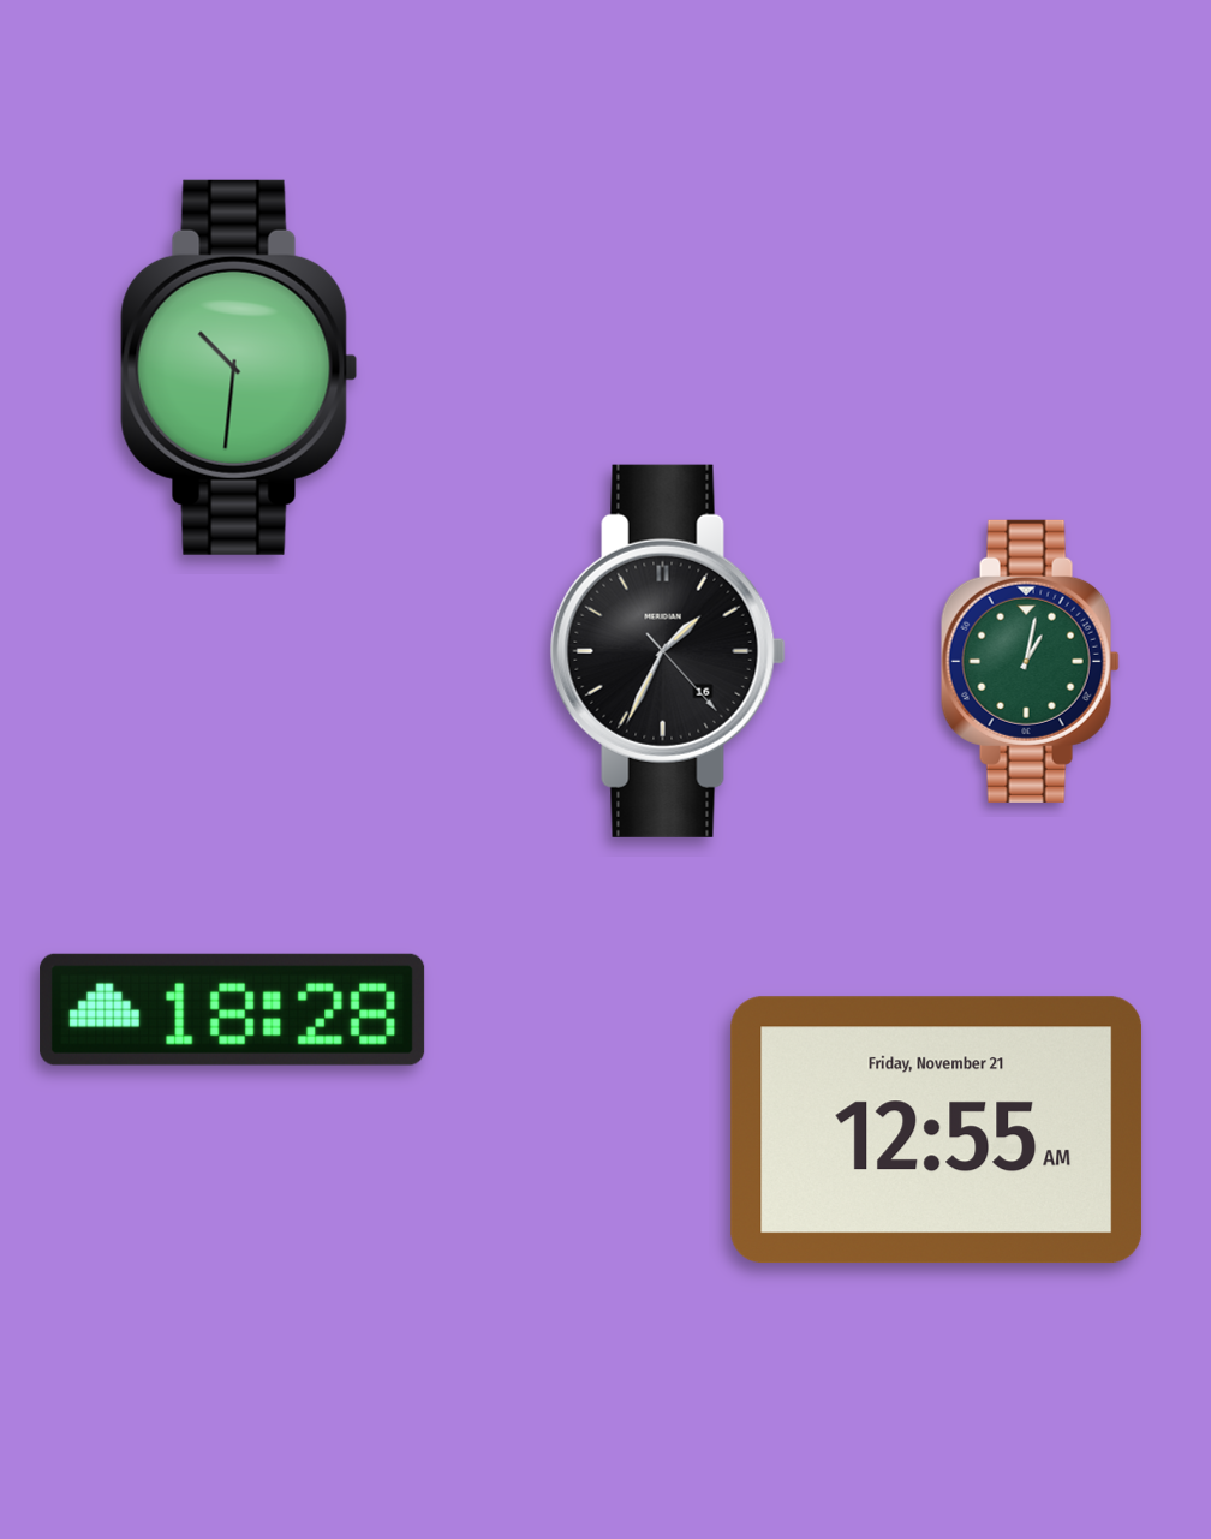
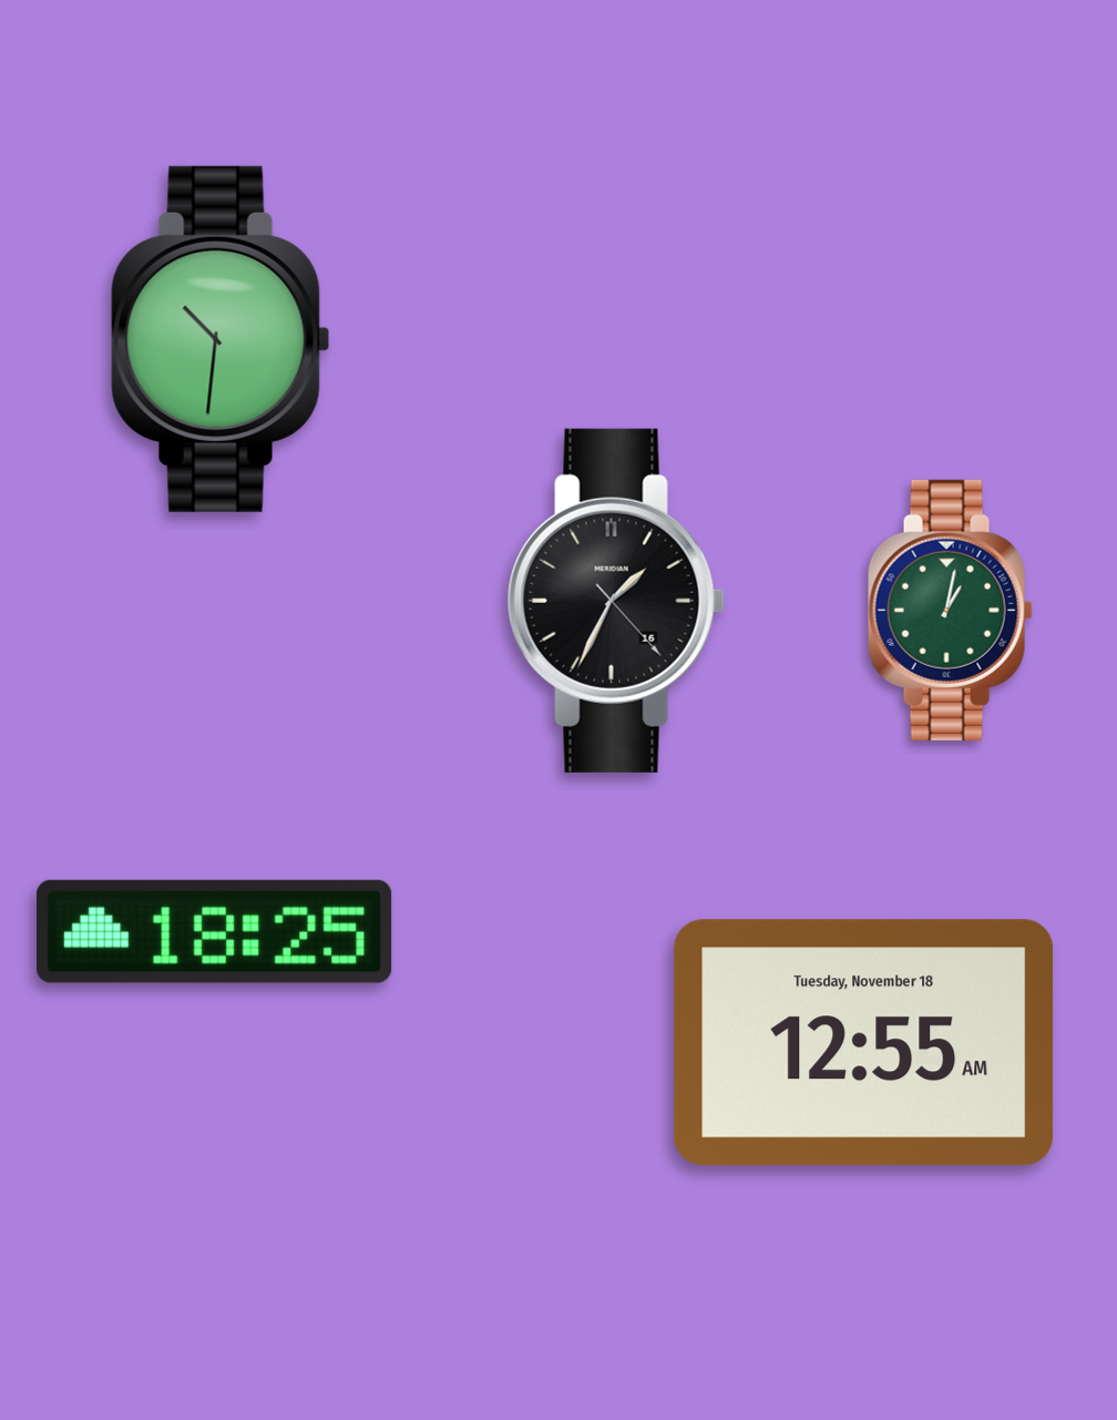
clock at (233, 1009): 18:28 -> 18:25
clock at (937, 1131) date: Friday, November 21 -> Tuesday, November 18
